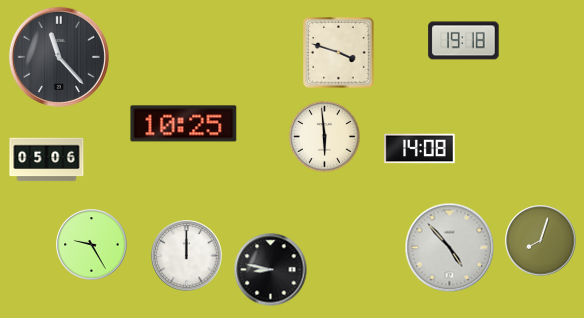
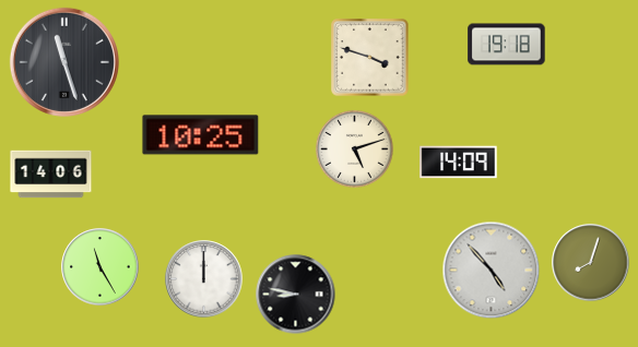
clock at (59, 57): 11:23 -> 11:27
clock at (324, 136): 5:59 -> 5:12
clock at (420, 149): 14:08 -> 14:09
clock at (47, 160): 05:06 -> 14:06
clock at (92, 245): 9:25 -> 11:25
